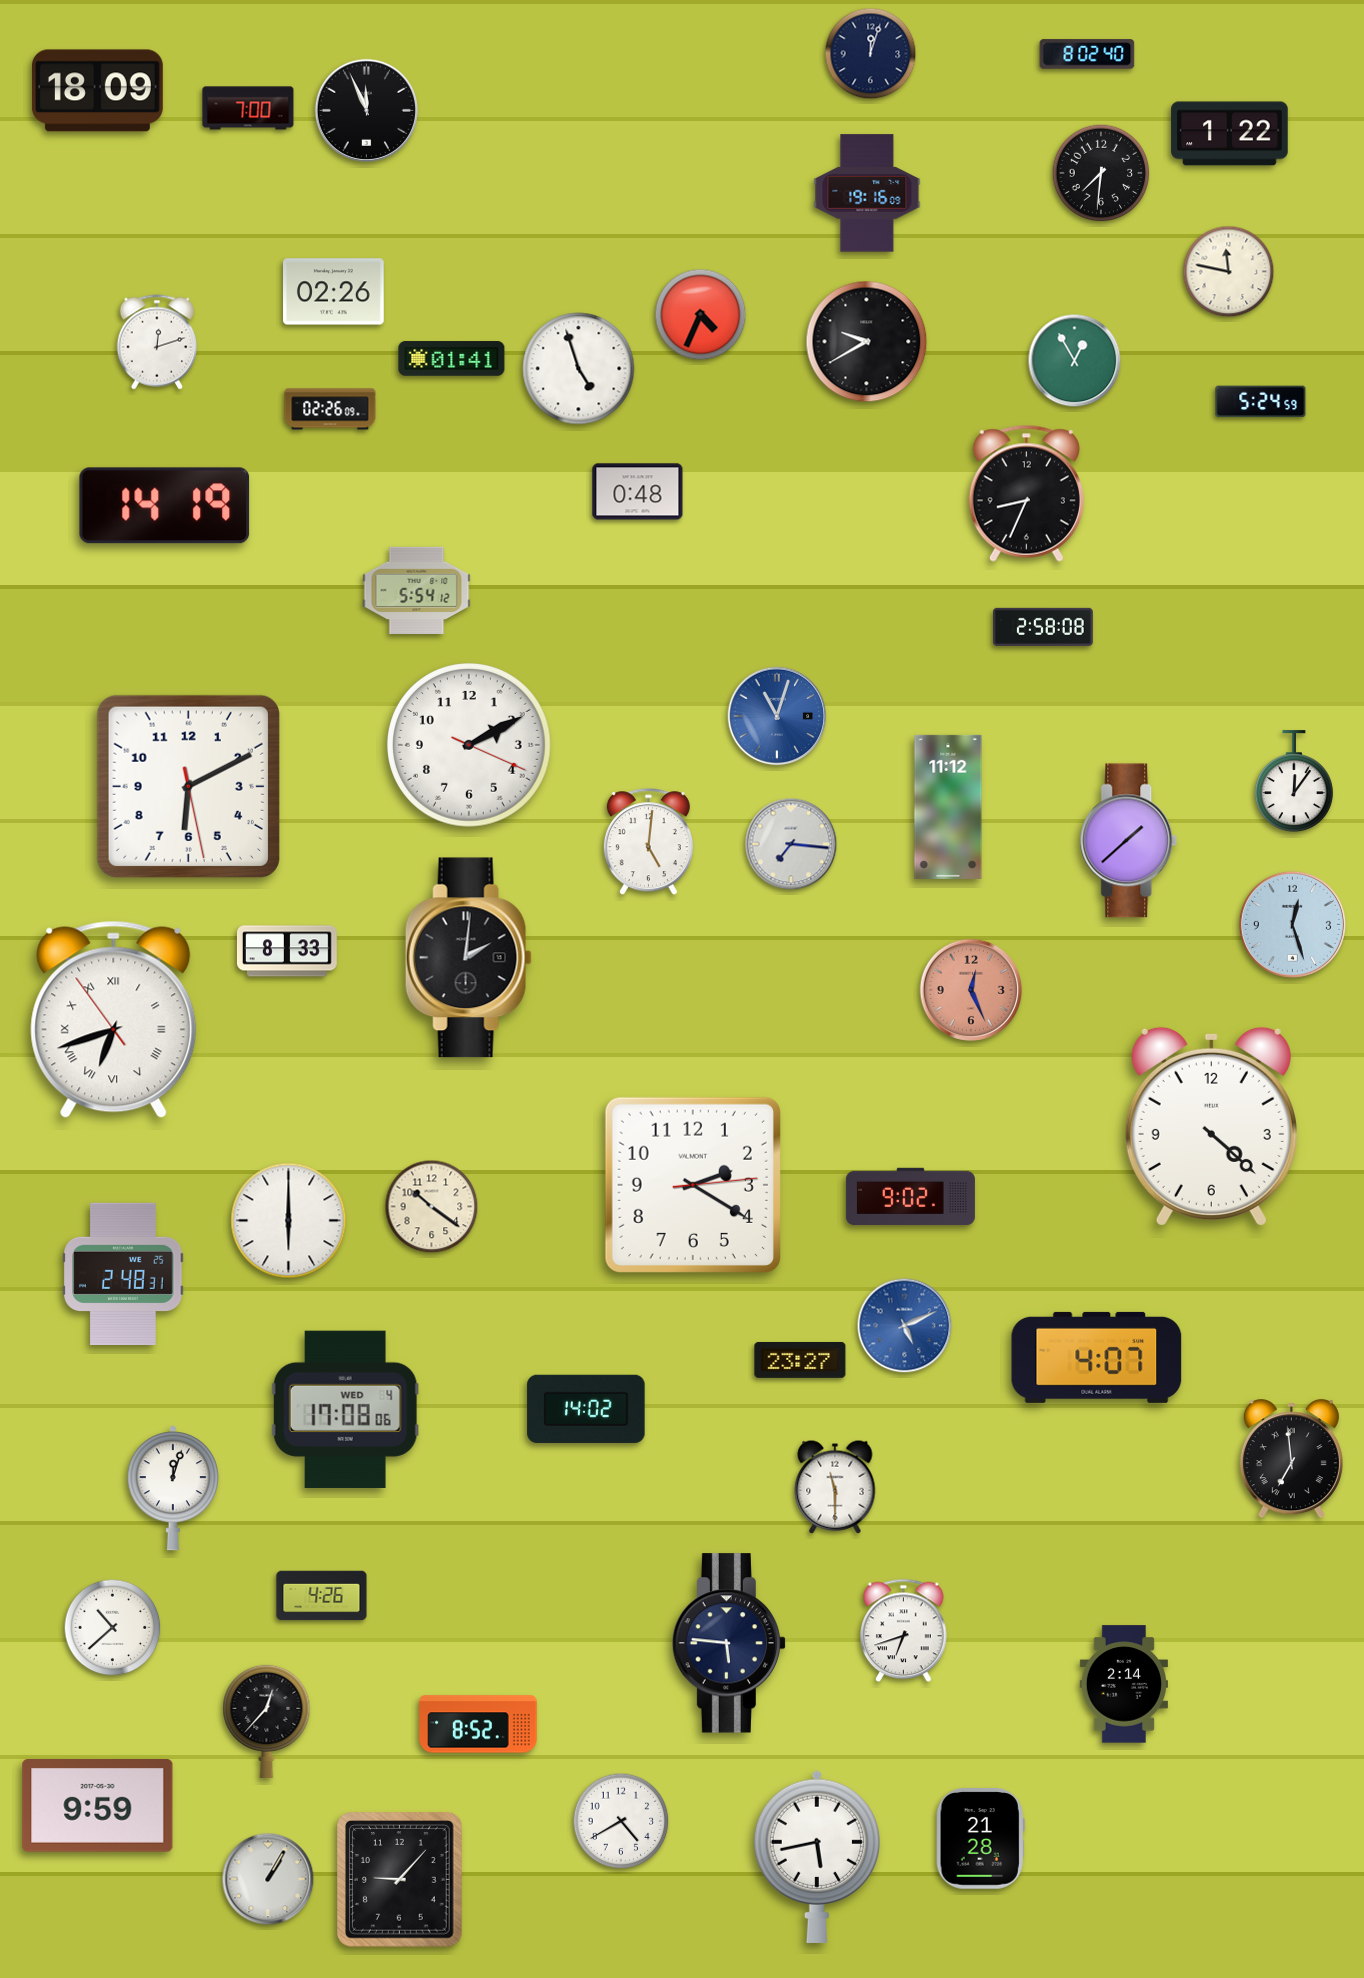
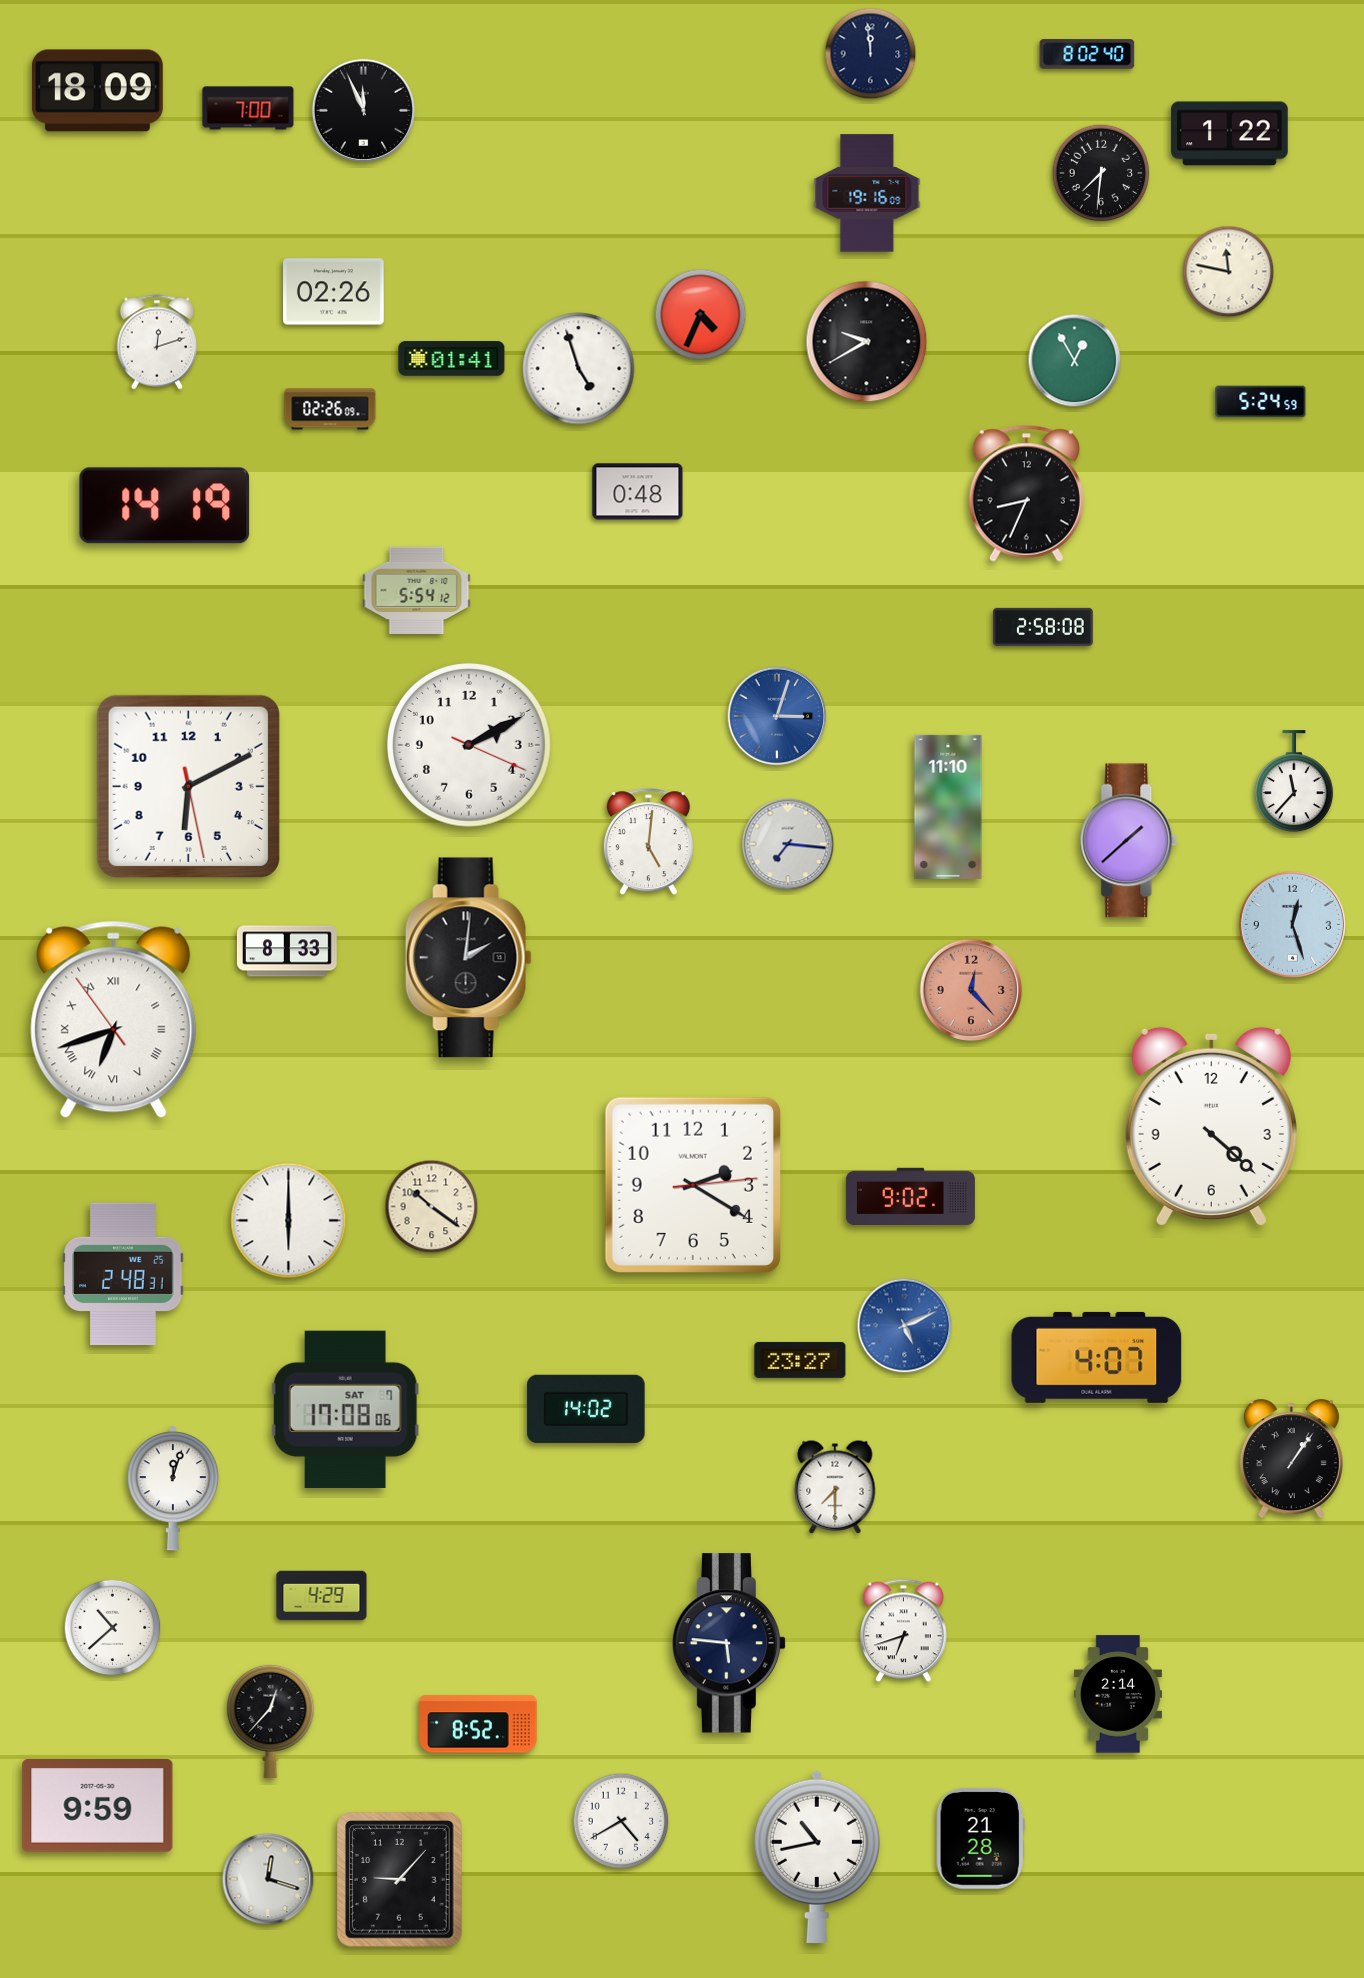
clock at (871, 54): 12:03 -> 11:59
clock at (366, 110) position: (366, 110) -> (363, 110)
clock at (777, 716): 11:03 -> 3:03
clock at (1294, 782): 12:06 -> 11:37
clock at (948, 807): 11:12 -> 11:10
clock at (791, 844) position: (791, 844) -> (788, 844)
clock at (970, 989): 12:26 -> 12:23
clock at (345, 1409) date: WED 4 -> SAT 7
clock at (1291, 1459): 6:59 -> 1:06
clock at (835, 1487): 11:30 -> 7:30
clock at (322, 1596): 4:26 -> 4:29
clock at (1123, 1684) position: (1123, 1684) -> (1117, 1694)
clock at (267, 1721) position: (267, 1721) -> (271, 1721)
clock at (817, 1857): 5:43 -> 10:43
clock at (268, 1879): 1:05 -> 12:18
